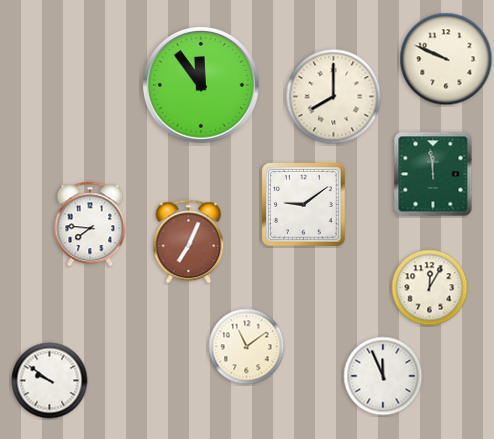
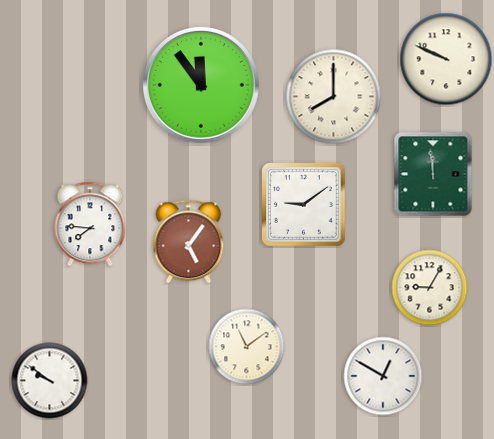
clock at (189, 242): 7:04 -> 5:06
clock at (430, 288): 12:05 -> 9:05
clock at (383, 376): 11:56 -> 12:50
